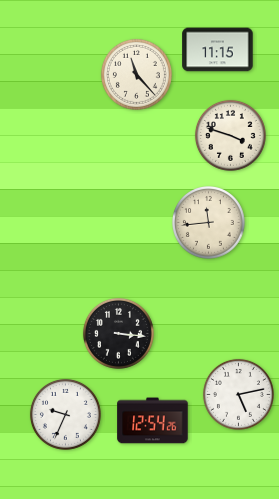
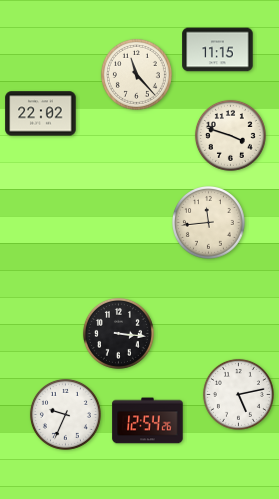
clock at (41, 114): none -> 22:02
clock at (153, 421) position: (153, 421) -> (148, 421)
